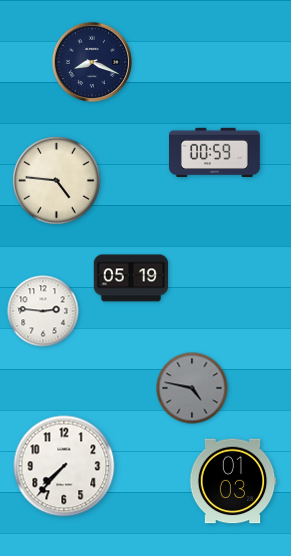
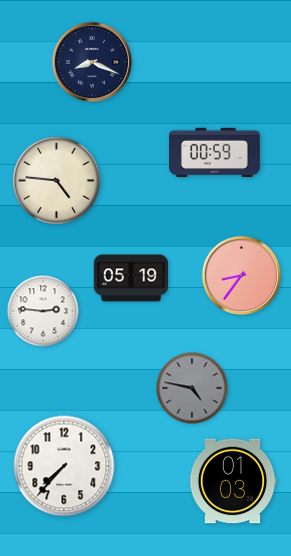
clock at (242, 276): none -> 8:36
